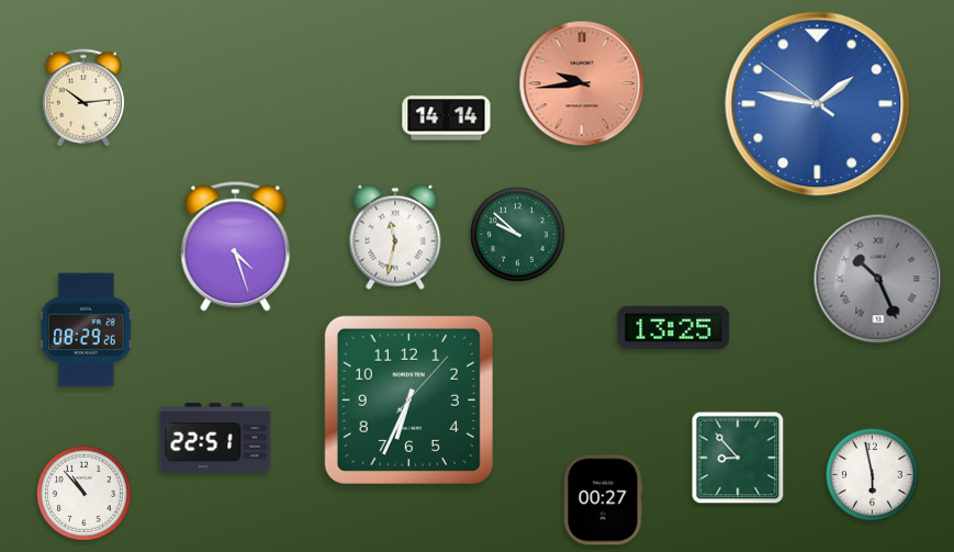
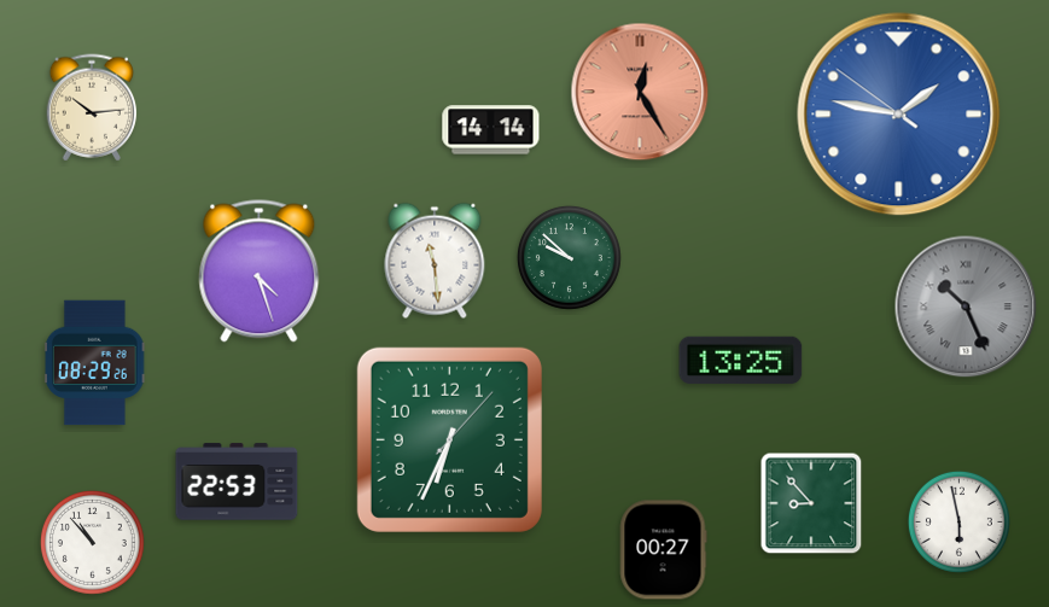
clock at (582, 83): 9:44 -> 12:25
clock at (395, 237): 11:32 -> 11:29
clock at (215, 438): 22:51 -> 22:53
